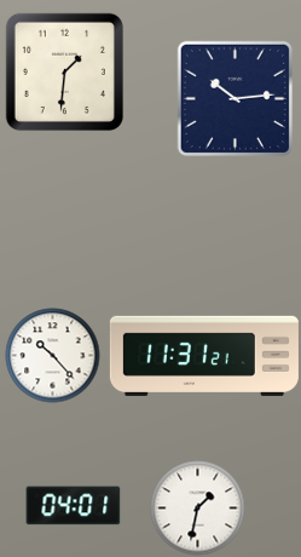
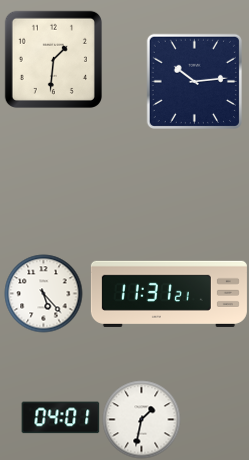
clock at (52, 355): 10:23 -> 5:23
clock at (197, 507) position: (197, 507) -> (141, 419)
